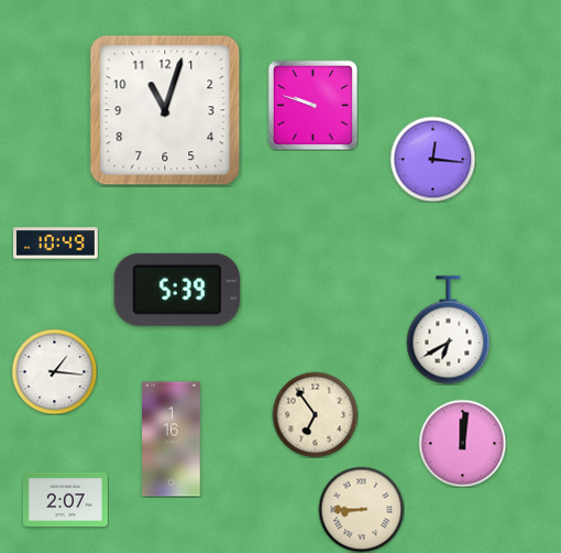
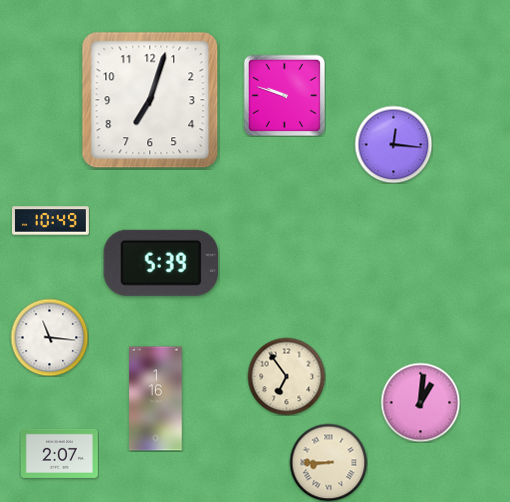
clock at (165, 110): 11:03 -> 7:03
clock at (449, 330): 6:40 -> none
clock at (54, 371): 1:16 -> 11:16
clock at (462, 443): 12:01 -> 1:01
